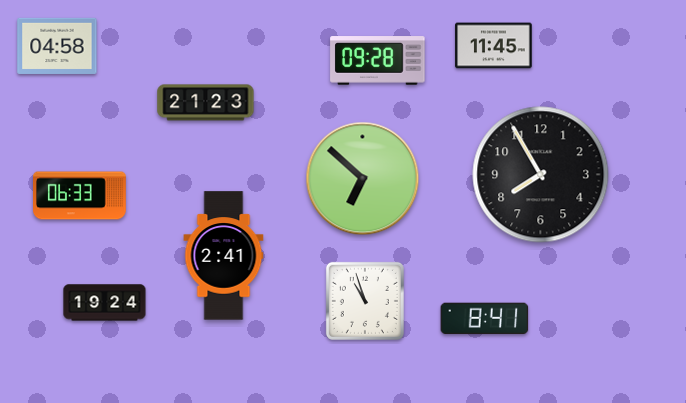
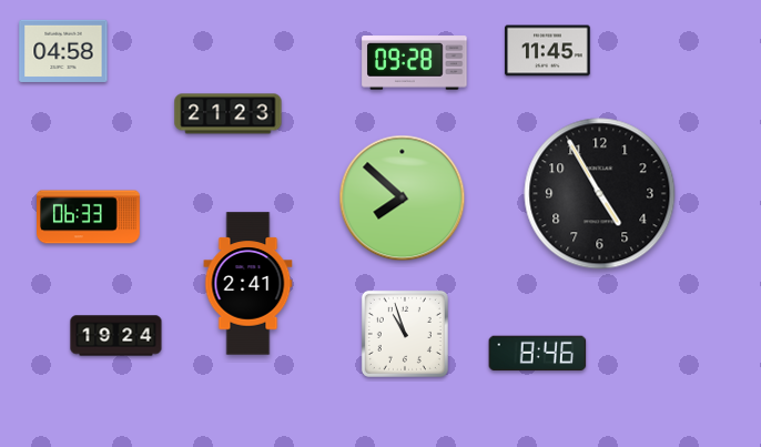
clock at (378, 61) position: (378, 61) -> (415, 63)
clock at (541, 175): 7:55 -> 4:55
clock at (363, 179): 6:52 -> 7:52
clock at (485, 319): 8:41 -> 8:46
